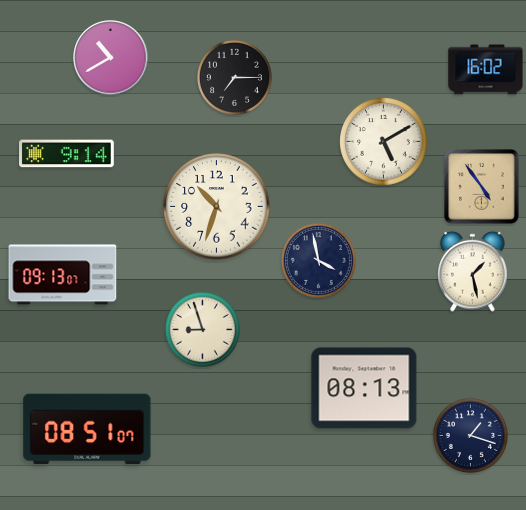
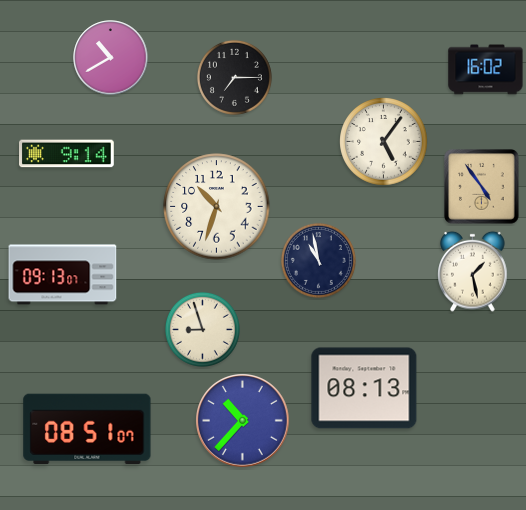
clock at (384, 142): 5:10 -> 5:06
clock at (318, 260): 3:58 -> 10:58
clock at (243, 421): none -> 10:37
clock at (470, 435): 1:18 -> none
